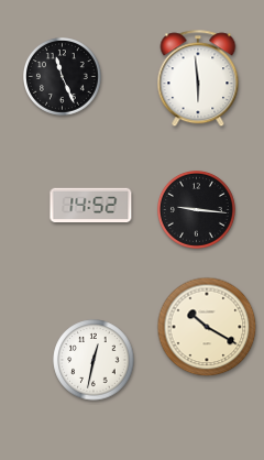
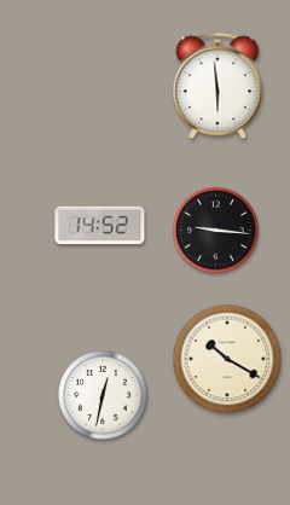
clock at (63, 77): 11:26 -> none
